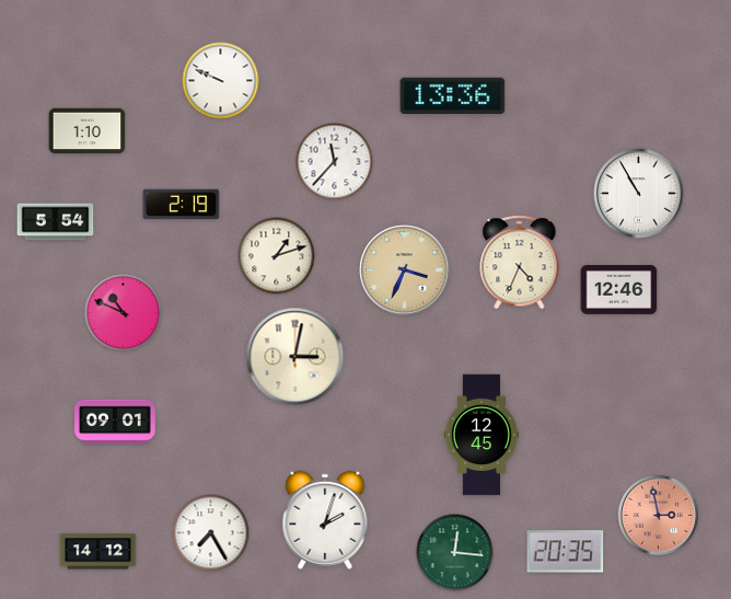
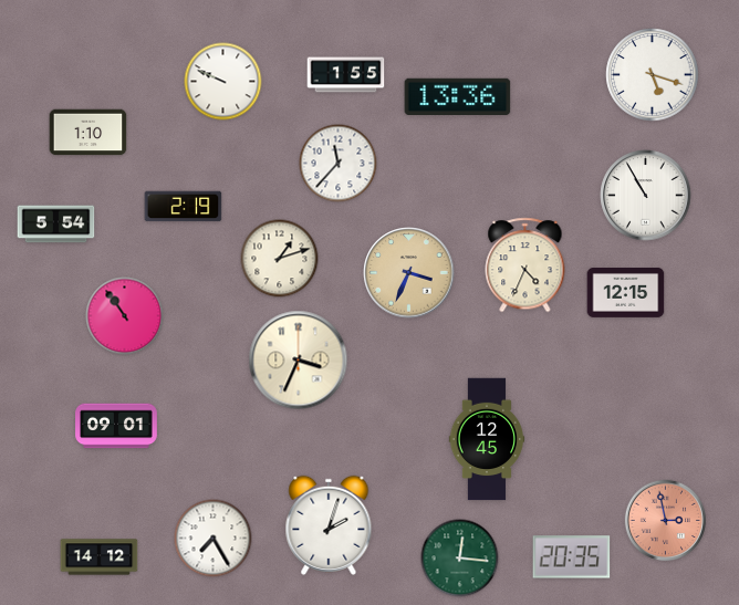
clock at (346, 75): none -> 1:55
clock at (653, 75): none -> 5:18
clock at (619, 290): 12:46 -> 12:15
clock at (124, 313): 10:49 -> 10:54
clock at (295, 357): 3:02 -> 3:34
